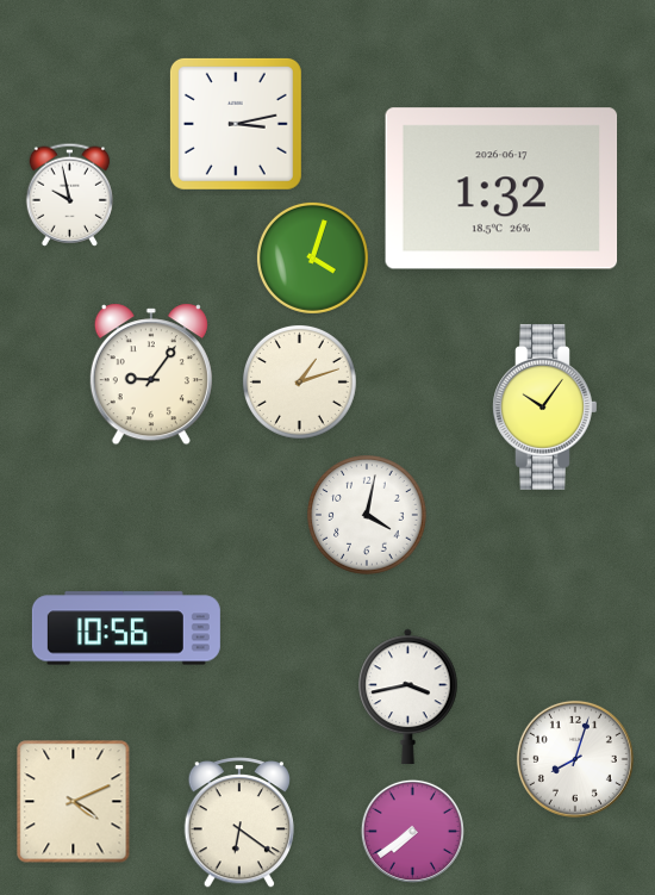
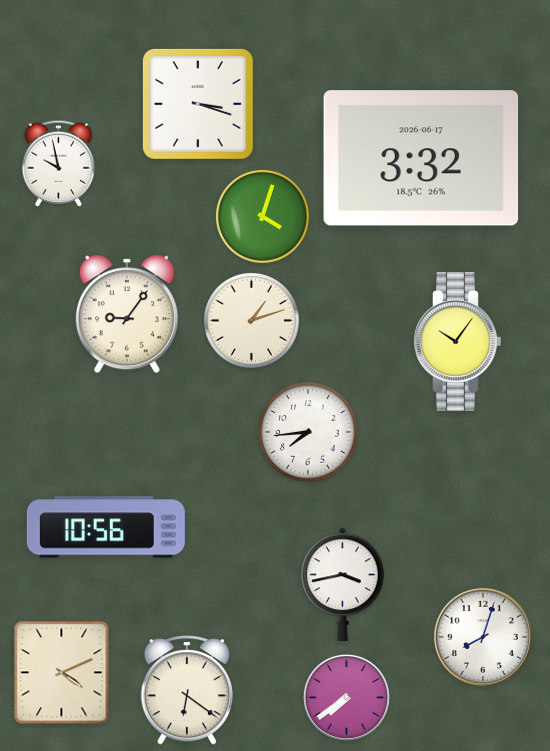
clock at (236, 124): 3:13 -> 3:18
clock at (501, 188): 1:32 -> 3:32
clock at (367, 515): 4:02 -> 7:44
clock at (238, 823) position: (238, 823) -> (186, 691)
